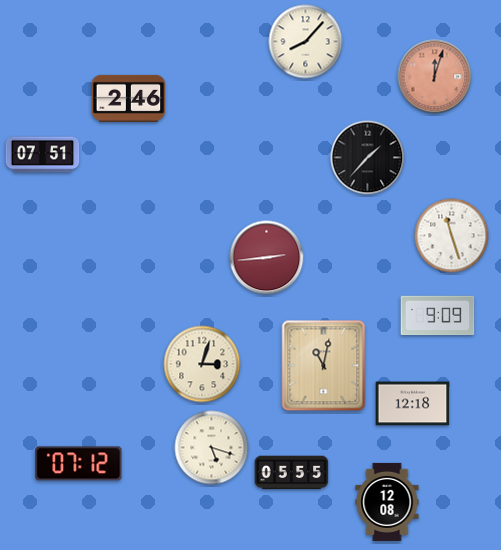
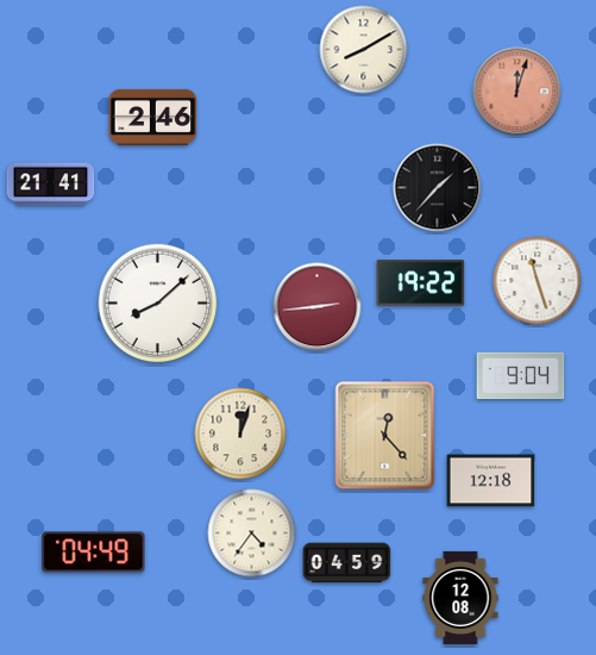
clock at (306, 42): 8:07 -> 8:10
clock at (43, 155): 07:51 -> 21:41
clock at (421, 283): none -> 19:22
clock at (158, 304): none -> 8:08
clock at (438, 316): 9:09 -> 9:04
clock at (202, 364): 3:03 -> 12:03
clock at (324, 366): 11:02 -> 12:23
clock at (212, 448): 5:18 -> 4:36
clock at (79, 464): 07:12 -> 04:49
clock at (292, 473): 05:55 -> 04:59
